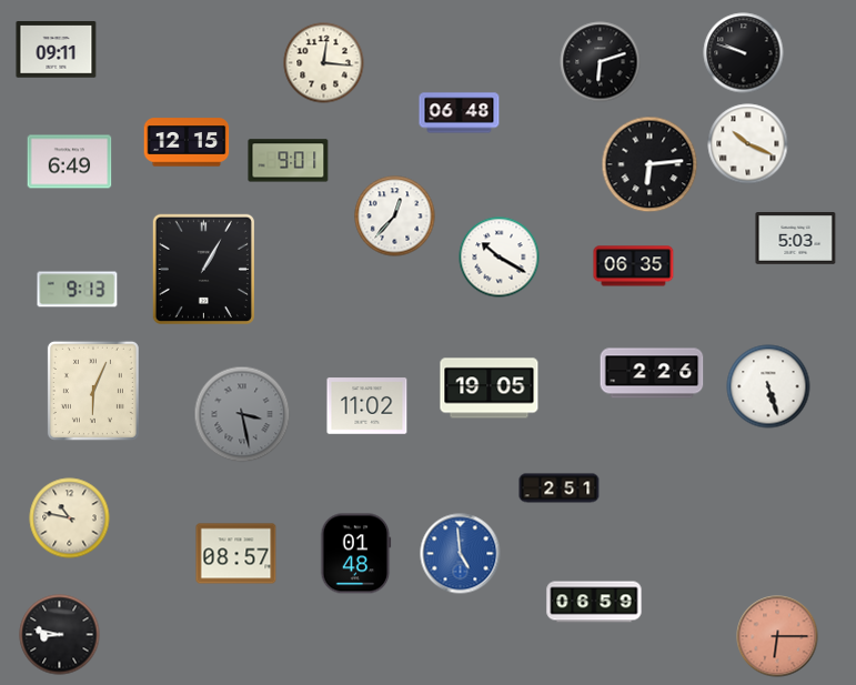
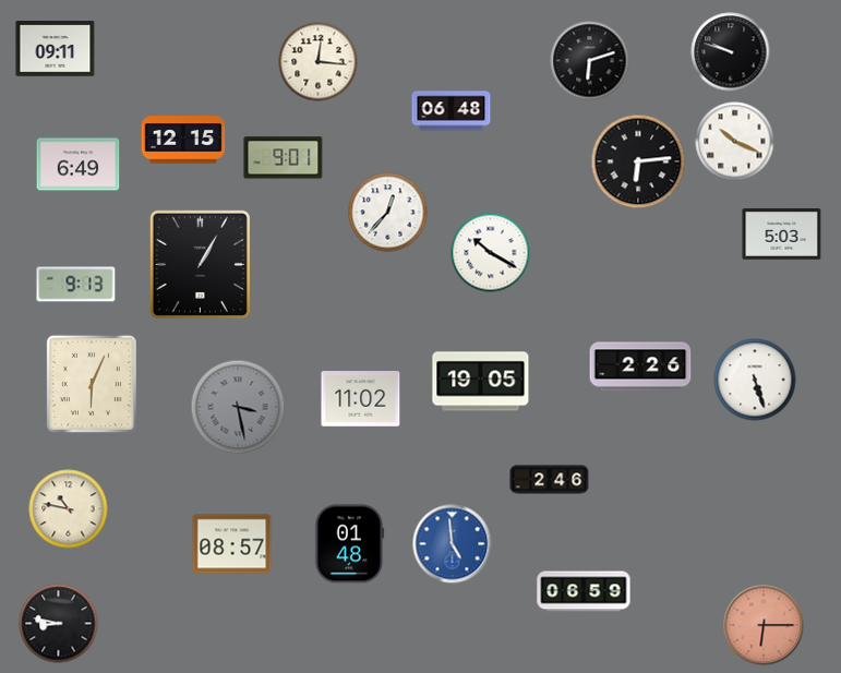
clock at (70, 162) position: (70, 162) -> (79, 165)
clock at (634, 266): 06:35 -> none
clock at (560, 488): 2:51 -> 2:46
